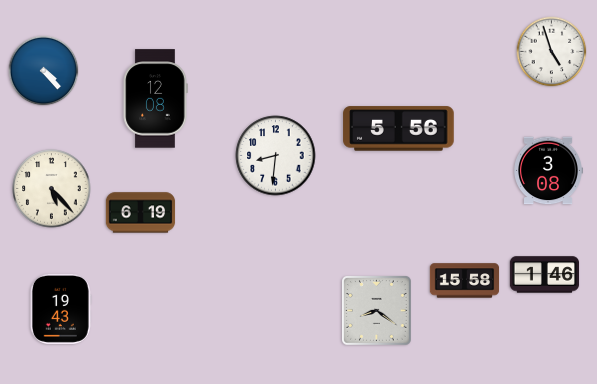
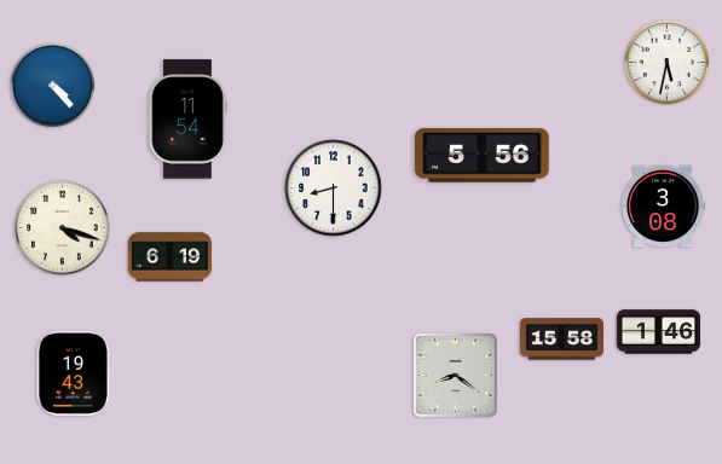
clock at (552, 52): 4:57 -> 5:32
clock at (155, 99): 12:08 -> 11:54
clock at (276, 156): 8:31 -> 8:30
clock at (52, 189): 5:23 -> 4:18
